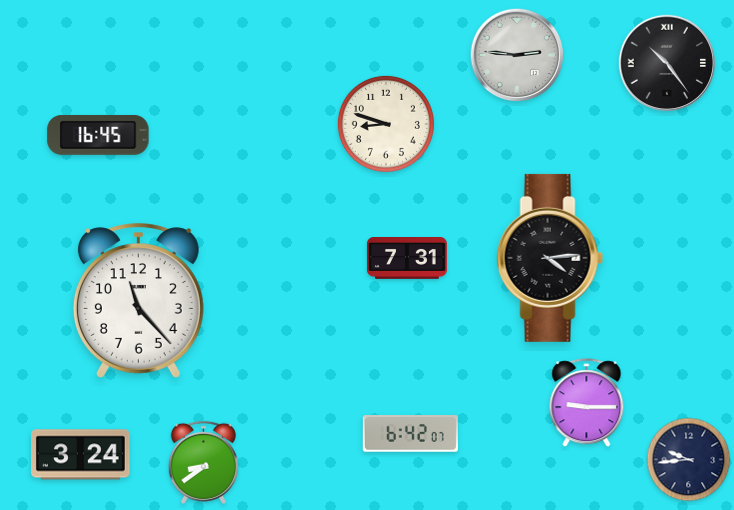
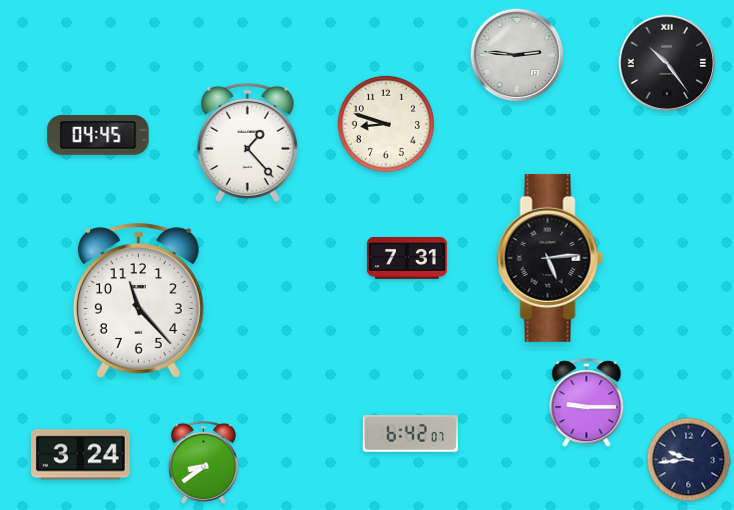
clock at (98, 135): 16:45 -> 04:45
clock at (247, 142): none -> 1:23
clock at (550, 258): 4:14 -> 5:14
